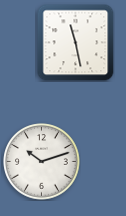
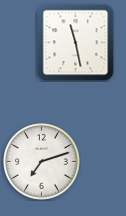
clock at (42, 162): 10:12 -> 7:12
